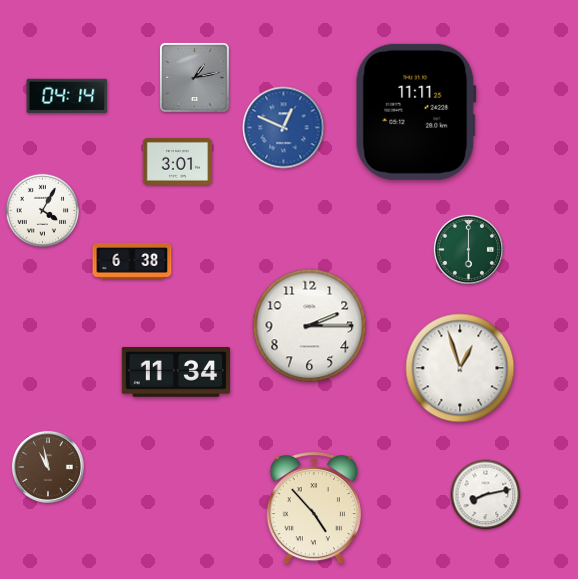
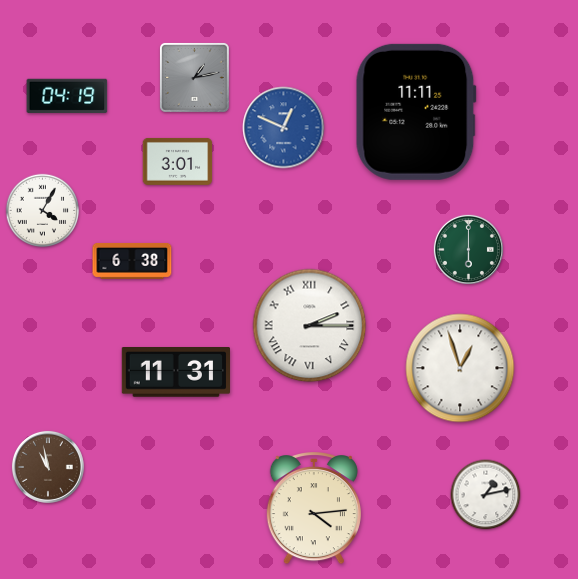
clock at (67, 96): 04:14 -> 04:19
clock at (310, 326) numerals: Arabic -> Roman
clock at (175, 373): 11:34 -> 11:31
clock at (486, 495): 8:13 -> 1:13
clock at (314, 509): 4:53 -> 4:14
